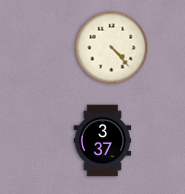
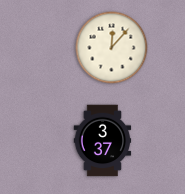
clock at (112, 48): 4:23 -> 12:07
